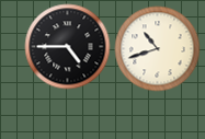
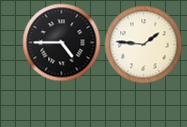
clock at (157, 48): 10:42 -> 1:46
